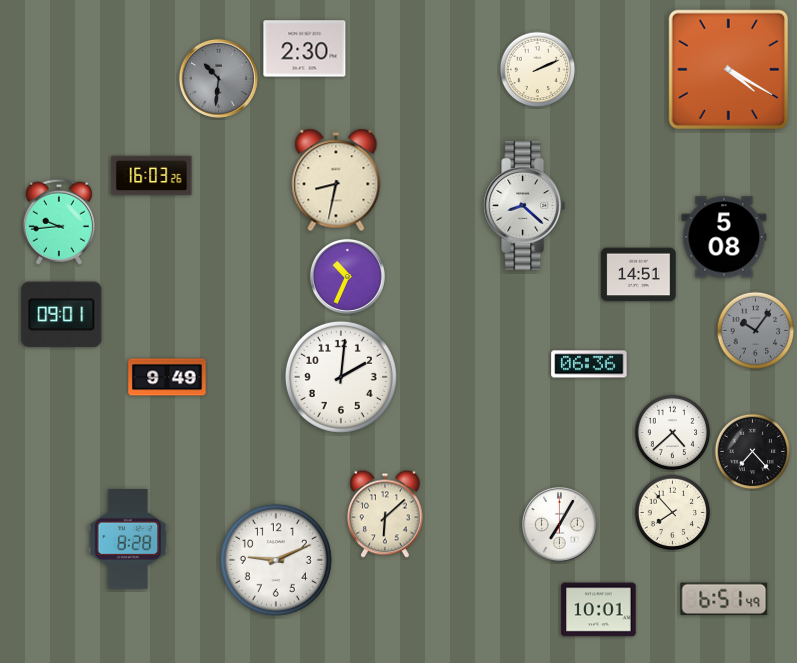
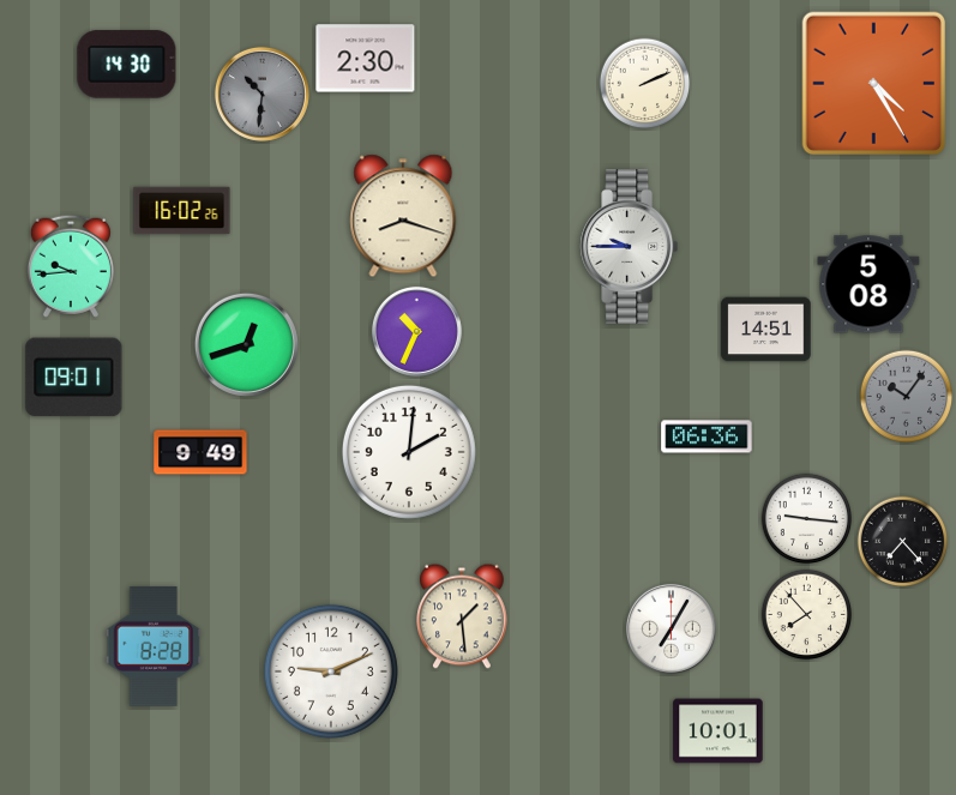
clock at (127, 65): none -> 14:30
clock at (729, 70): 4:20 -> 4:25
clock at (152, 176): 16:03 -> 16:02
clock at (336, 180): 8:32 -> 8:18
clock at (525, 206): 8:22 -> 9:45
clock at (246, 344): none -> 12:42
clock at (673, 433): 4:38 -> 9:16
clock at (385, 514): 6:08 -> 1:29
clock at (724, 599): 6:51 -> none
